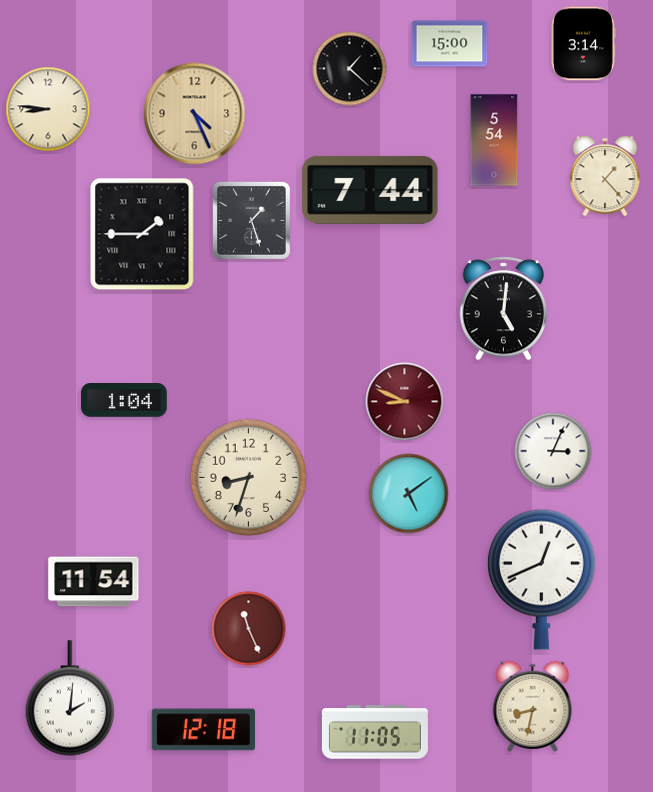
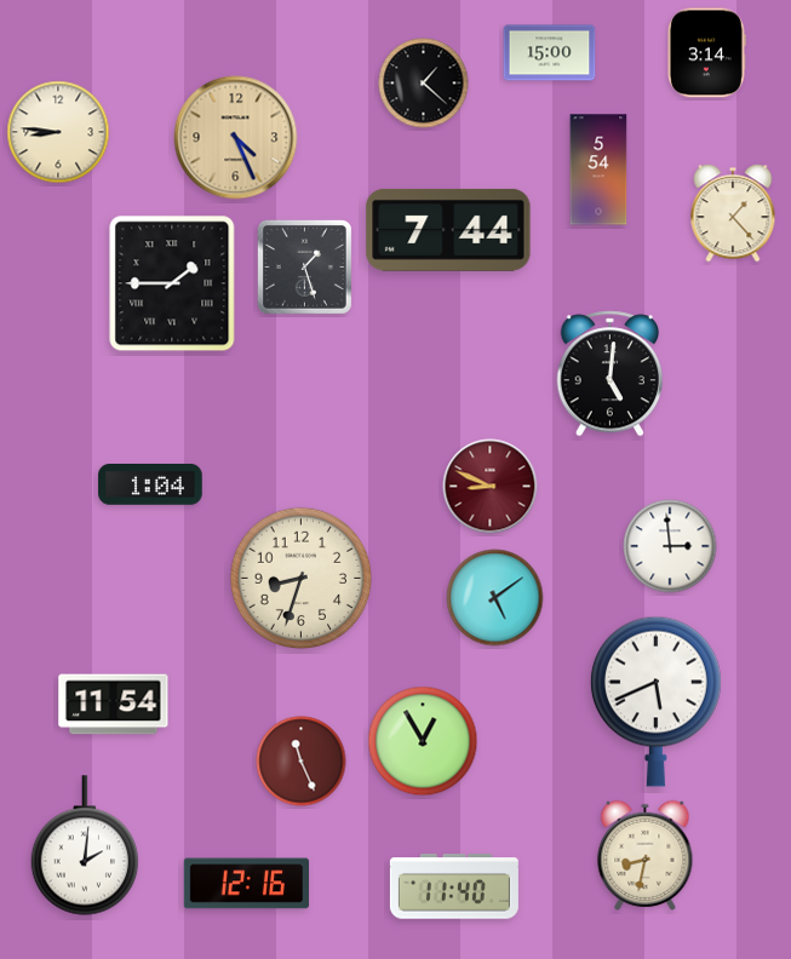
clock at (450, 44) position: (450, 44) -> (550, 53)
clock at (553, 451): 3:04 -> 2:59
clock at (541, 579): 12:41 -> 5:41
clock at (423, 741): none -> 12:55
clock at (203, 730): 12:18 -> 12:16
clock at (375, 732): 11:05 -> 11:40
